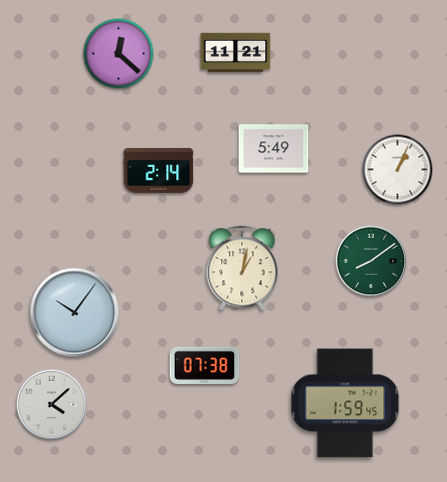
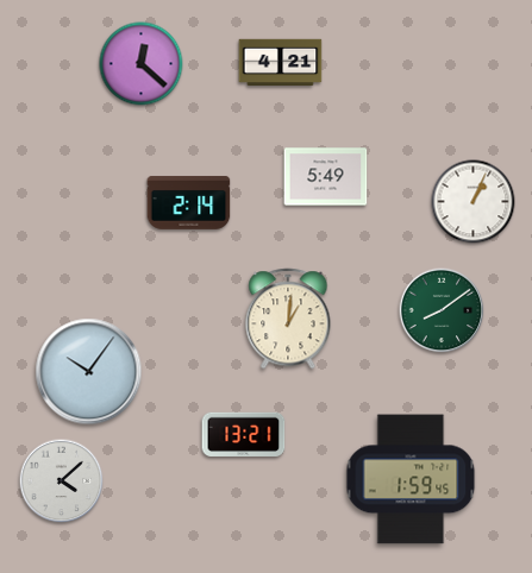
clock at (236, 53): 11:21 -> 4:21
clock at (242, 268): 1:02 -> 1:01
clock at (205, 365): 07:38 -> 13:21
